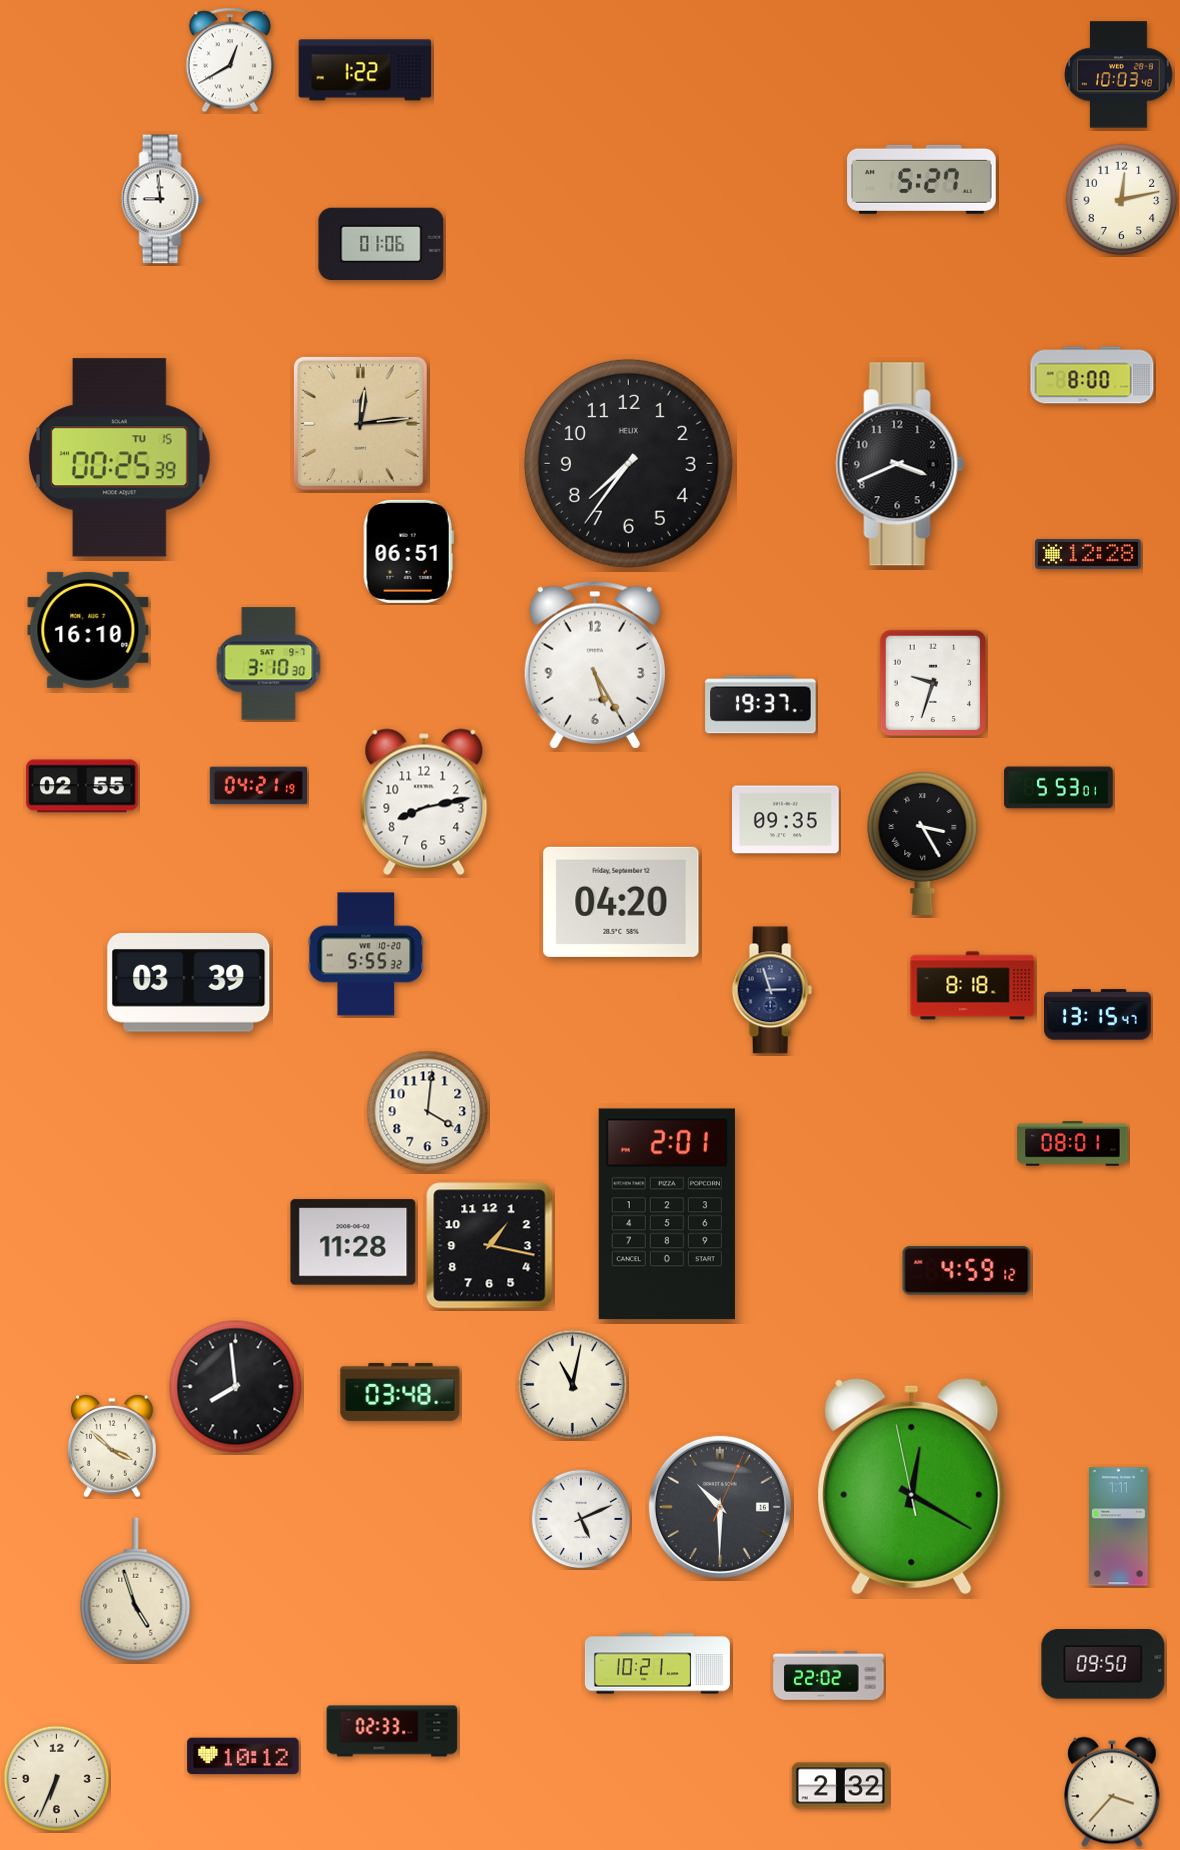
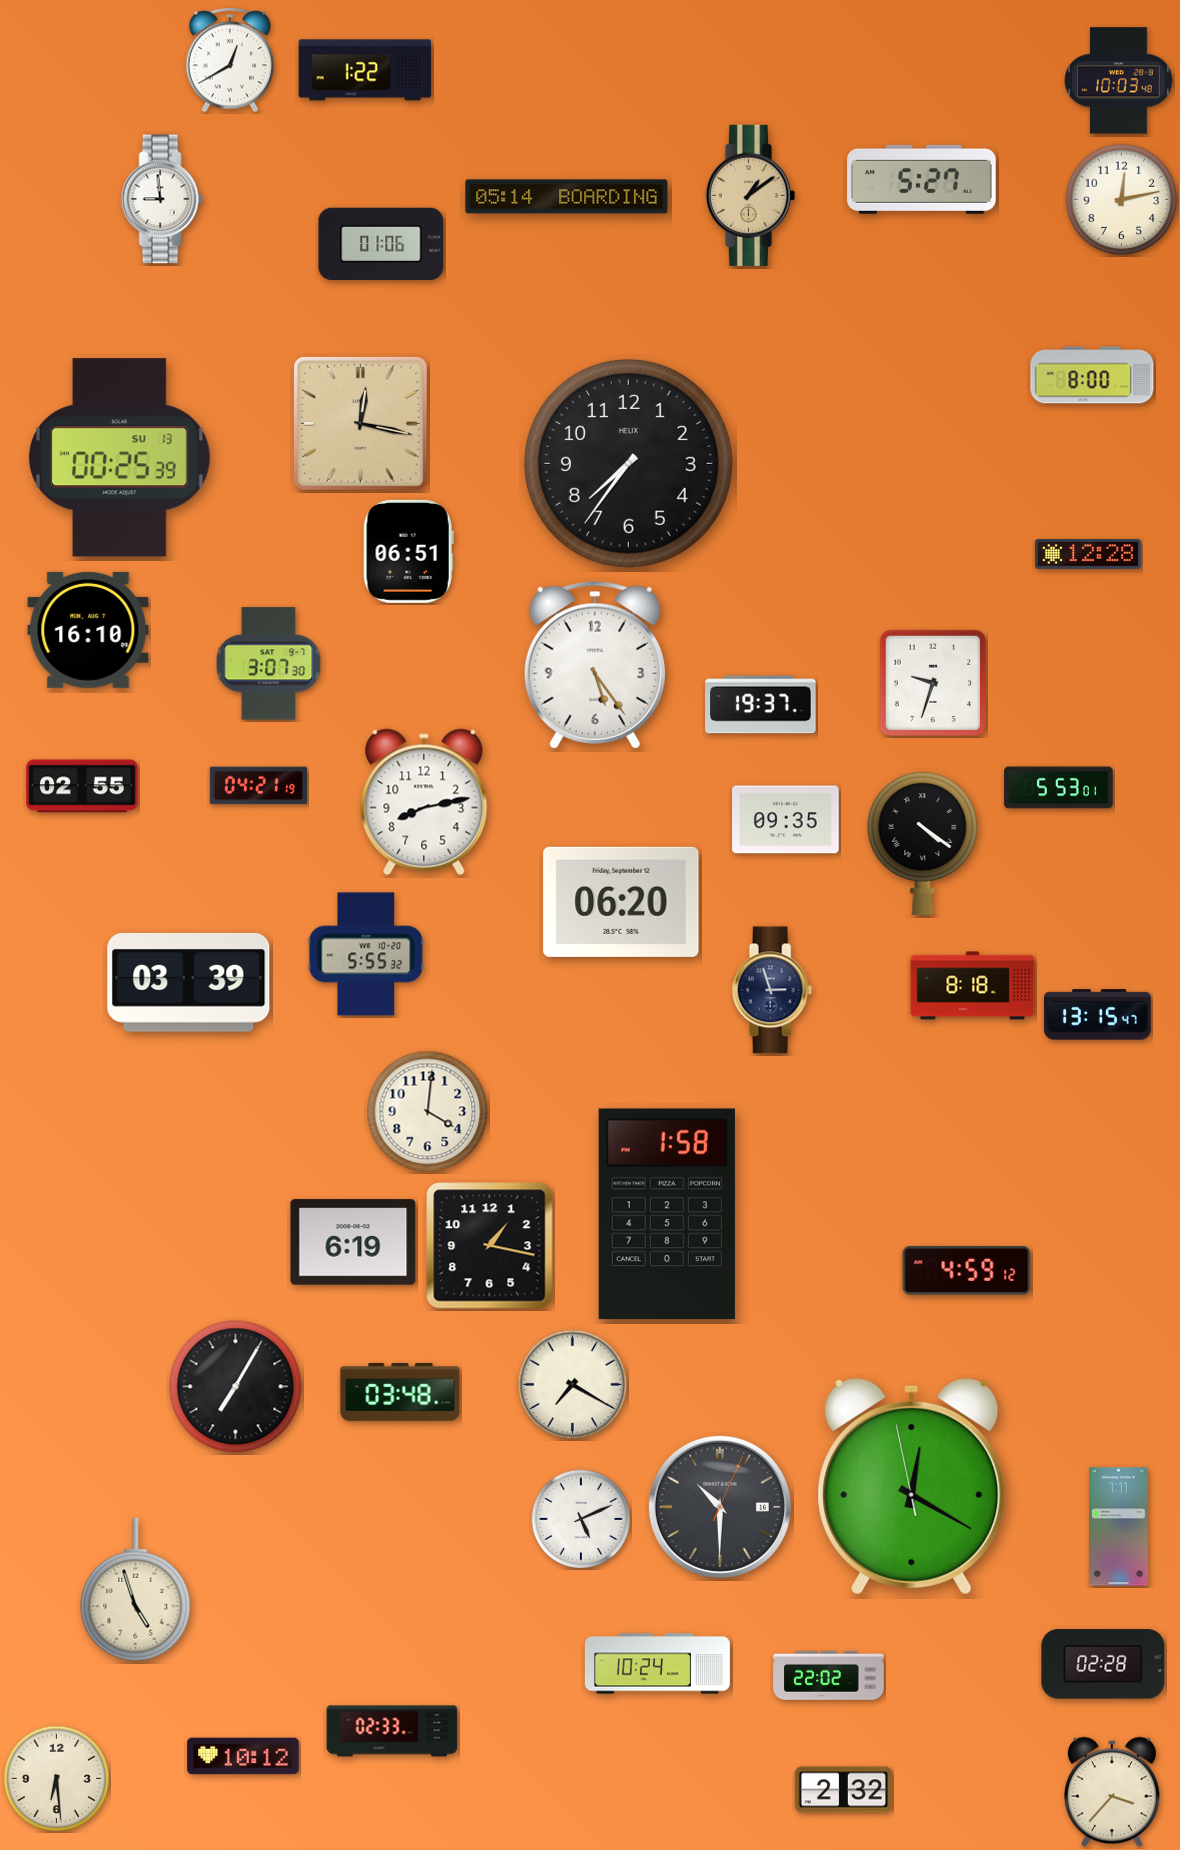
clock at (1119, 75) position: (1119, 75) -> (1119, 81)
clock at (750, 195): none -> 1:09
clock at (567, 197): none -> 05:14
clock at (360, 423): 12:14 -> 12:17
clock at (119, 458) date: TU 15 -> SU 13
clock at (900, 464): 3:41 -> none
clock at (269, 664): 3:10 -> 3:07
clock at (595, 665): 5:25 -> 5:24
clock at (923, 843): 3:25 -> 4:21
clock at (621, 902): 04:20 -> 06:20
clock at (1073, 1144): 08:01 -> none
clock at (667, 1214): 2:01 -> 1:58
clock at (353, 1242): 11:28 -> 6:19
clock at (573, 1385): 11:02 -> 7:20
clock at (236, 1387): 7:59 -> 7:05
clock at (112, 1446): 3:52 -> none
clock at (657, 1664): 10:21 -> 10:24
clock at (1103, 1664): 09:50 -> 02:28
clock at (57, 1779): 6:34 -> 6:29
clock at (841, 1786) position: (841, 1786) -> (844, 1790)
